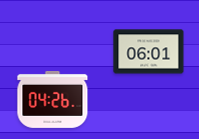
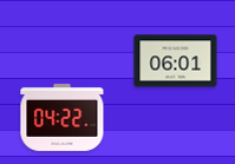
clock at (53, 99): 04:26 -> 04:22
